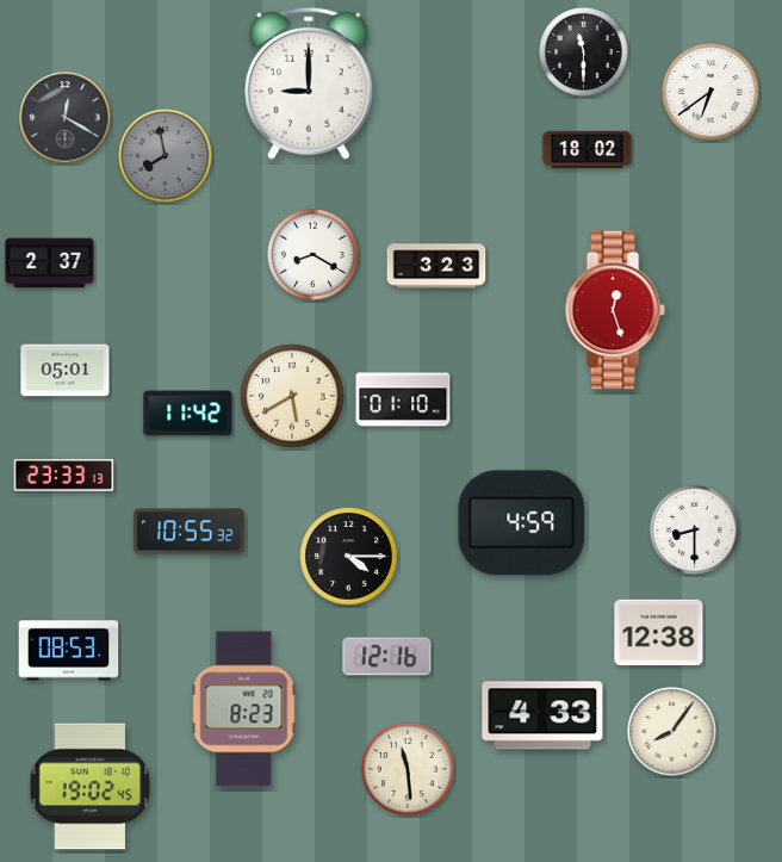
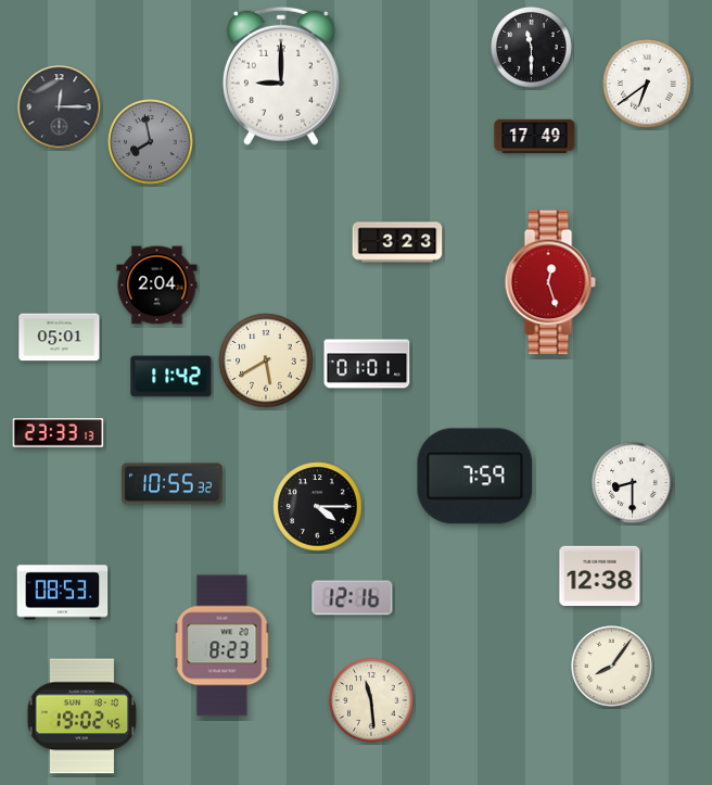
clock at (66, 118): 12:20 -> 12:15
clock at (588, 149): 18:02 -> 17:49
clock at (314, 255): 8:20 -> none
clock at (50, 263): 2:37 -> none
clock at (615, 310) position: (615, 310) -> (550, 282)
clock at (157, 286): none -> 2:04
clock at (403, 399): 01:10 -> 01:01
clock at (522, 523): 4:59 -> 7:59
clock at (542, 715): 4:33 -> none
